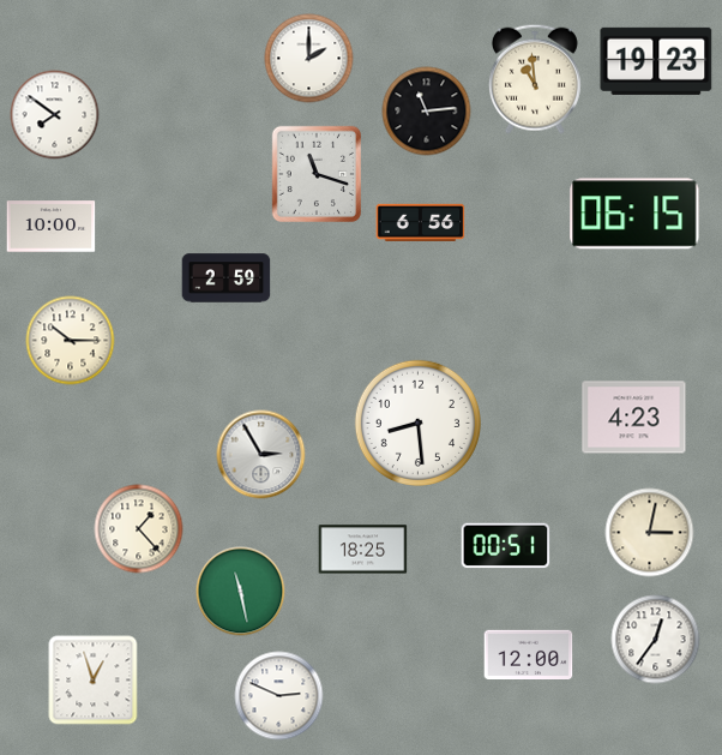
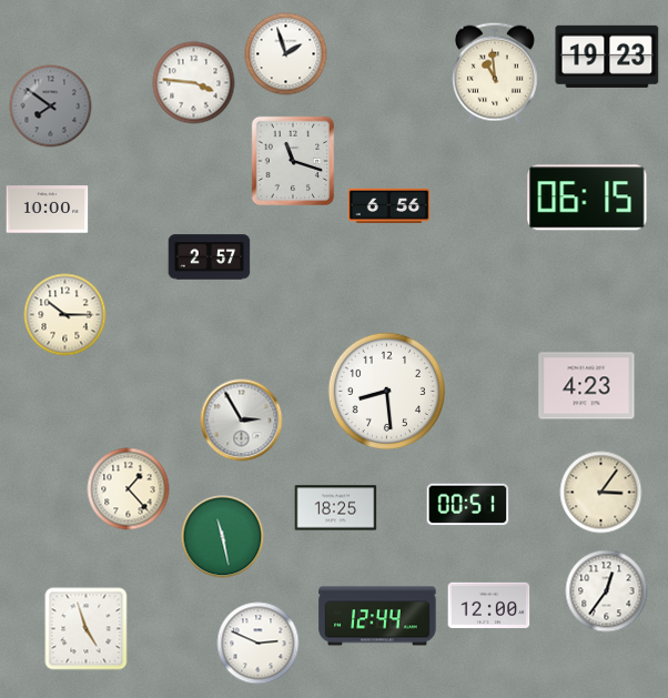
clock at (309, 59): 2:00 -> 1:57
clock at (194, 83): none -> 3:46
clock at (427, 112): 11:14 -> none
clock at (55, 115) dial: white -> grey
clock at (227, 278): 2:59 -> 2:57
clock at (650, 533): 3:02 -> 3:06
clock at (241, 592) position: (241, 592) -> (223, 537)
clock at (377, 616): none -> 12:44
clock at (94, 681): 12:57 -> 4:57
